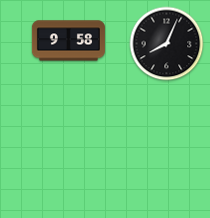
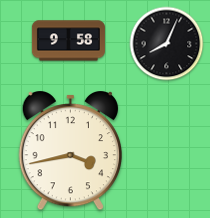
clock at (70, 151): none -> 3:43
